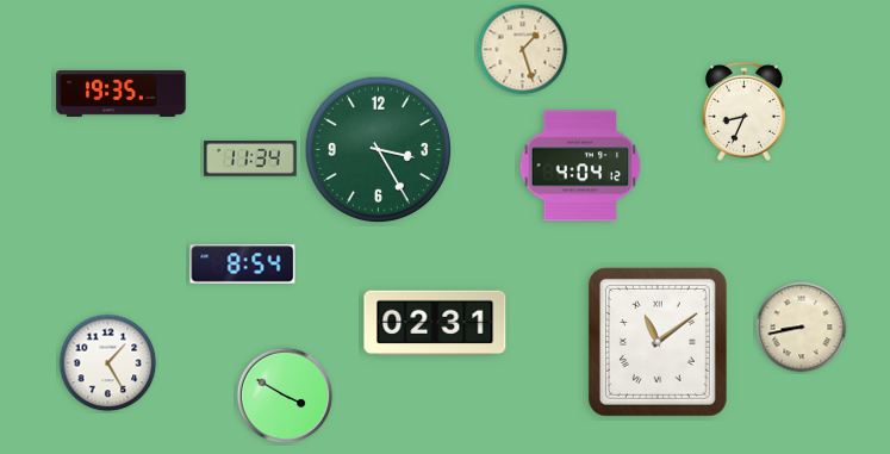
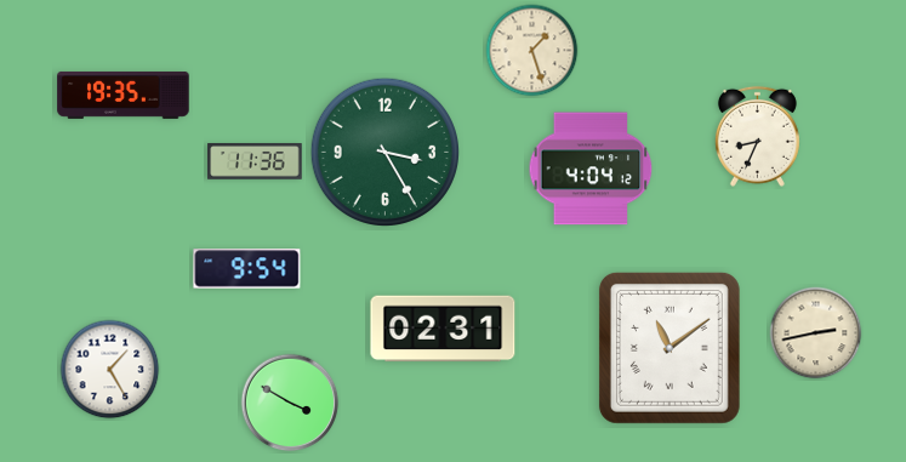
clock at (743, 111) position: (743, 111) -> (757, 136)
clock at (250, 158): 11:34 -> 11:36
clock at (243, 265): 8:54 -> 9:54
clock at (802, 328): 8:43 -> 2:43
